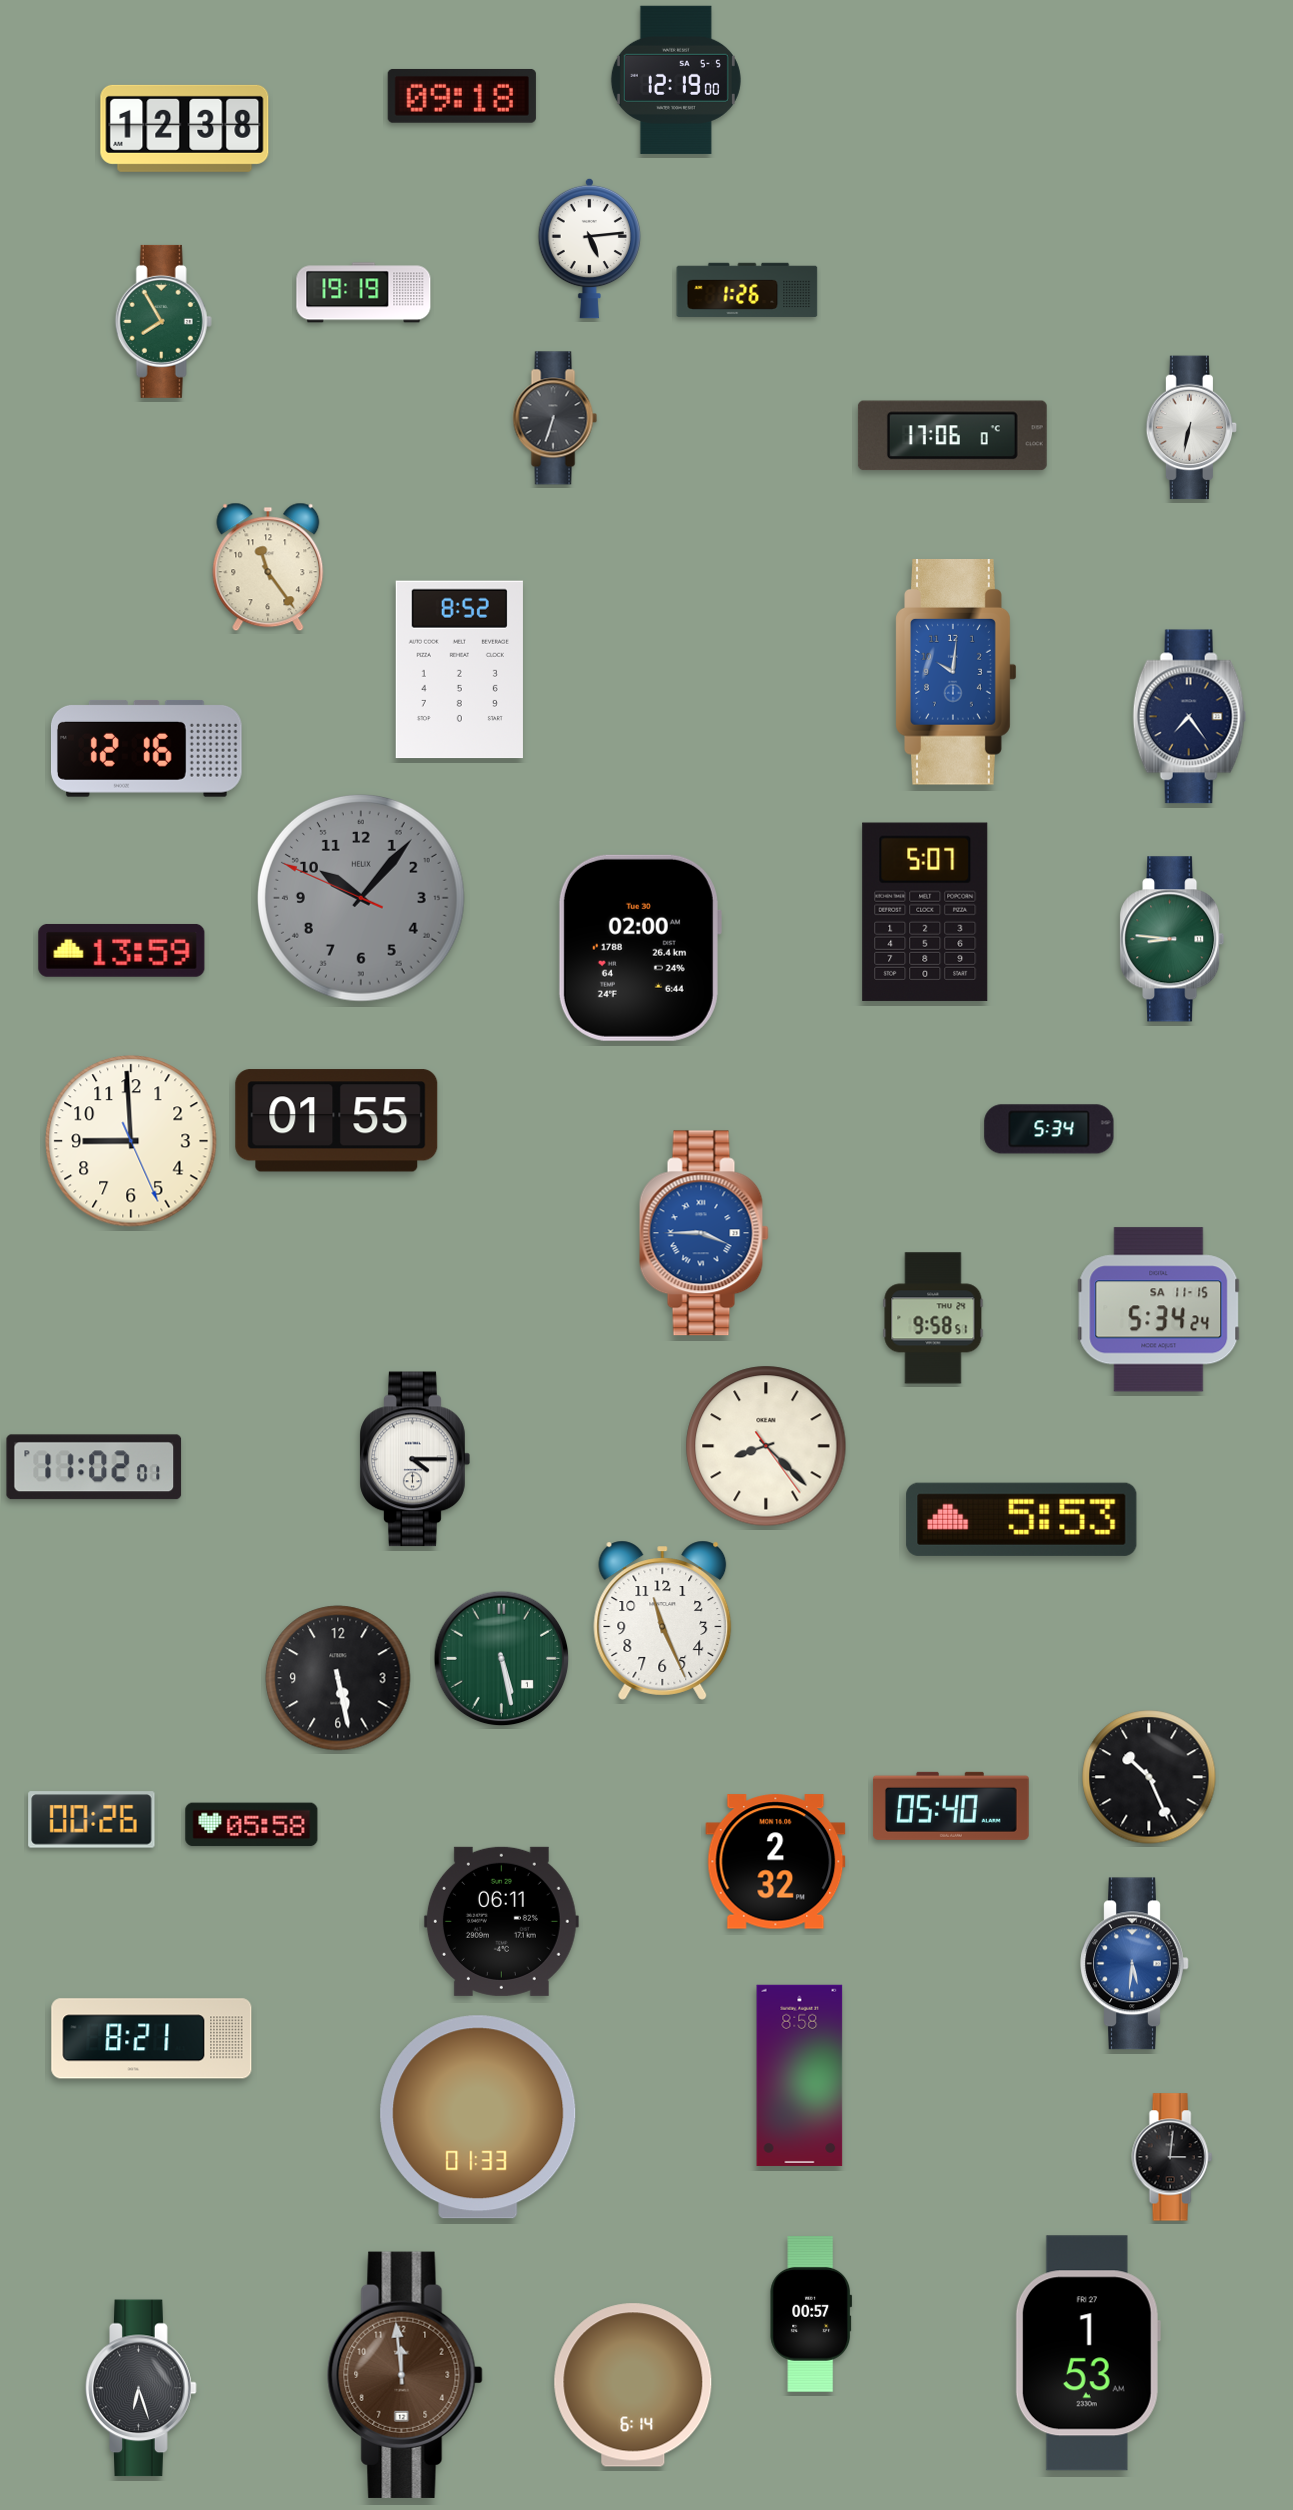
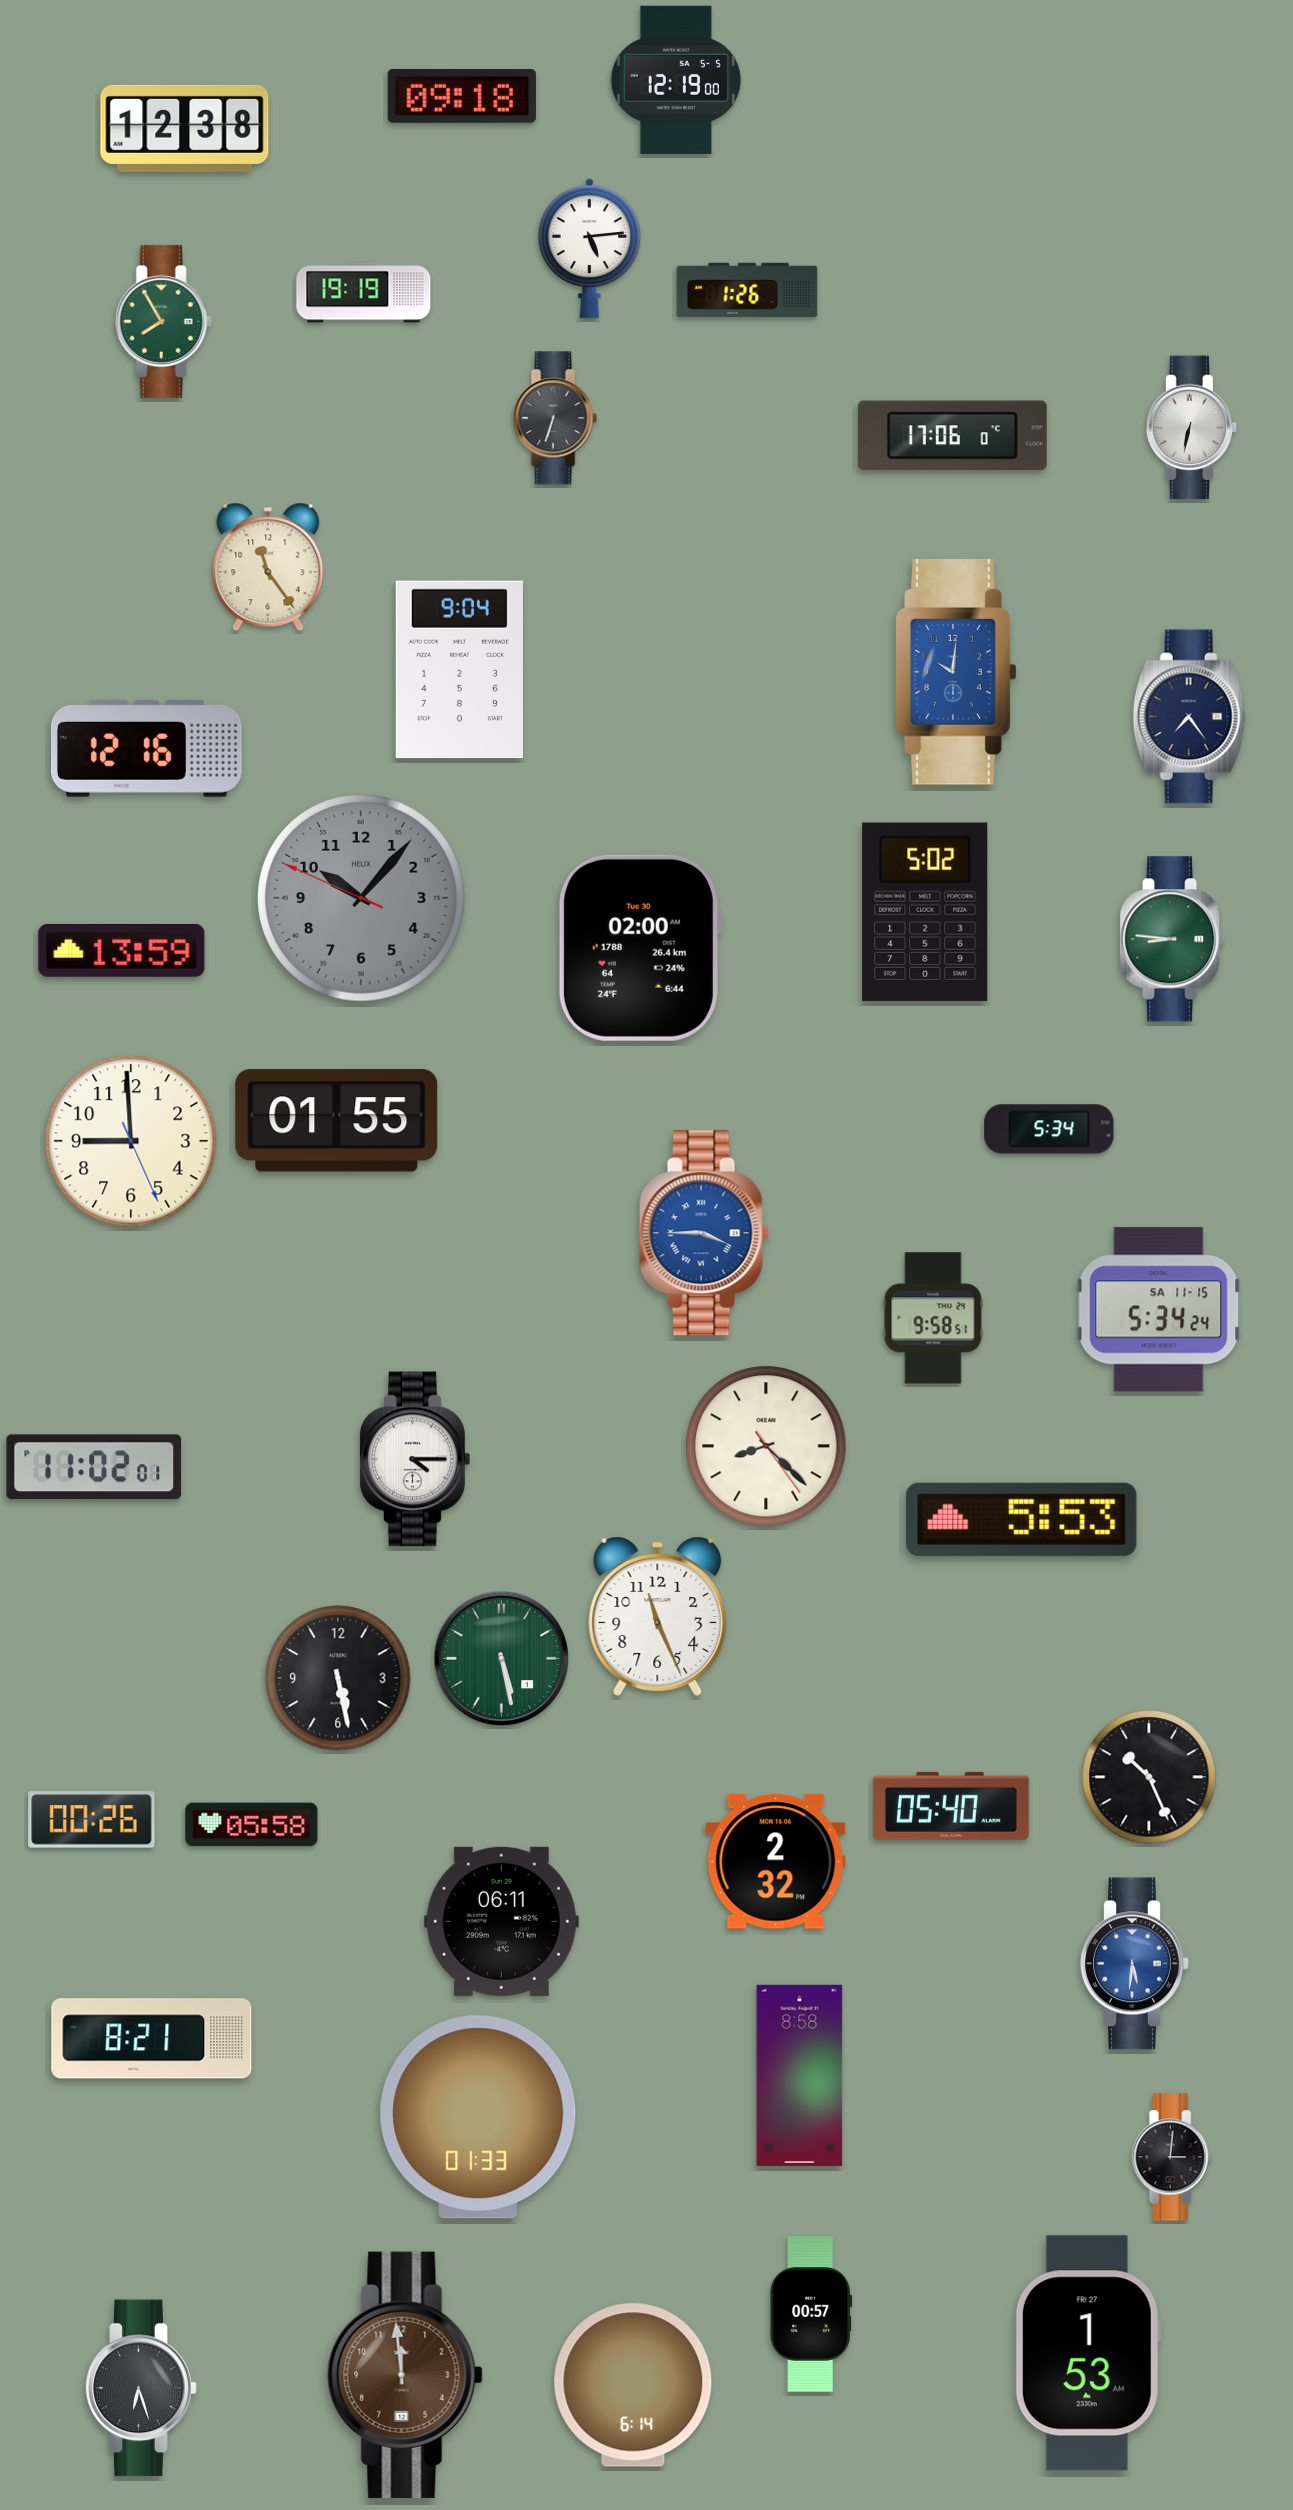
clock at (459, 670): 8:52 -> 9:04
clock at (925, 912): 5:07 -> 5:02
clock at (663, 1620) position: (663, 1620) -> (658, 1616)
